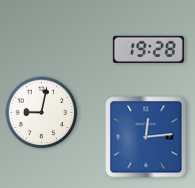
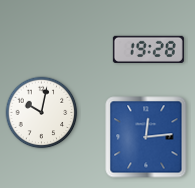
clock at (42, 113): 9:02 -> 10:02
